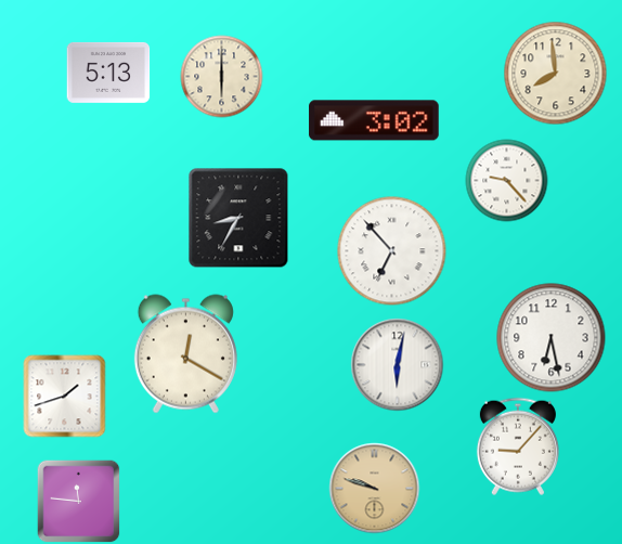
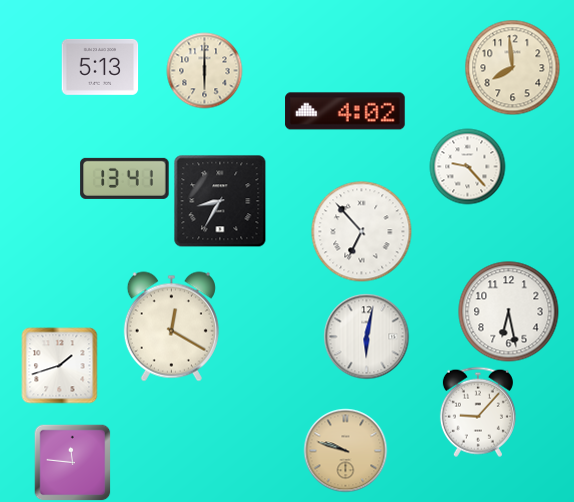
clock at (374, 120): 3:02 -> 4:02
clock at (125, 178): none -> 13:41
